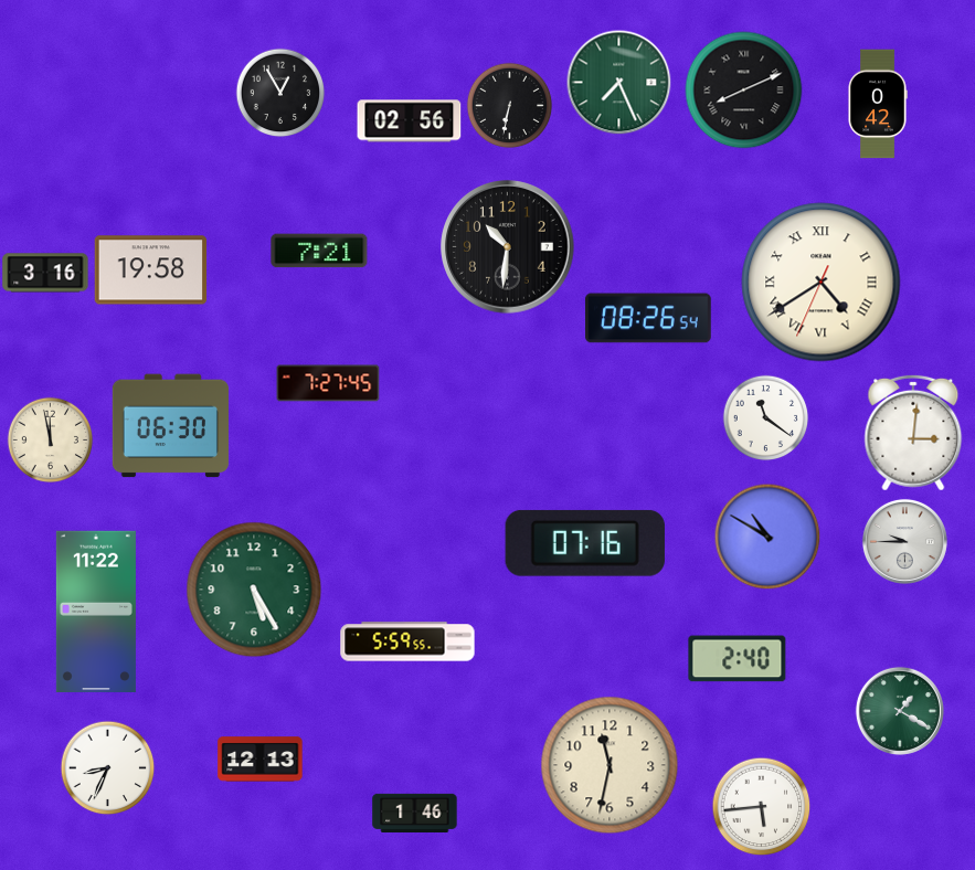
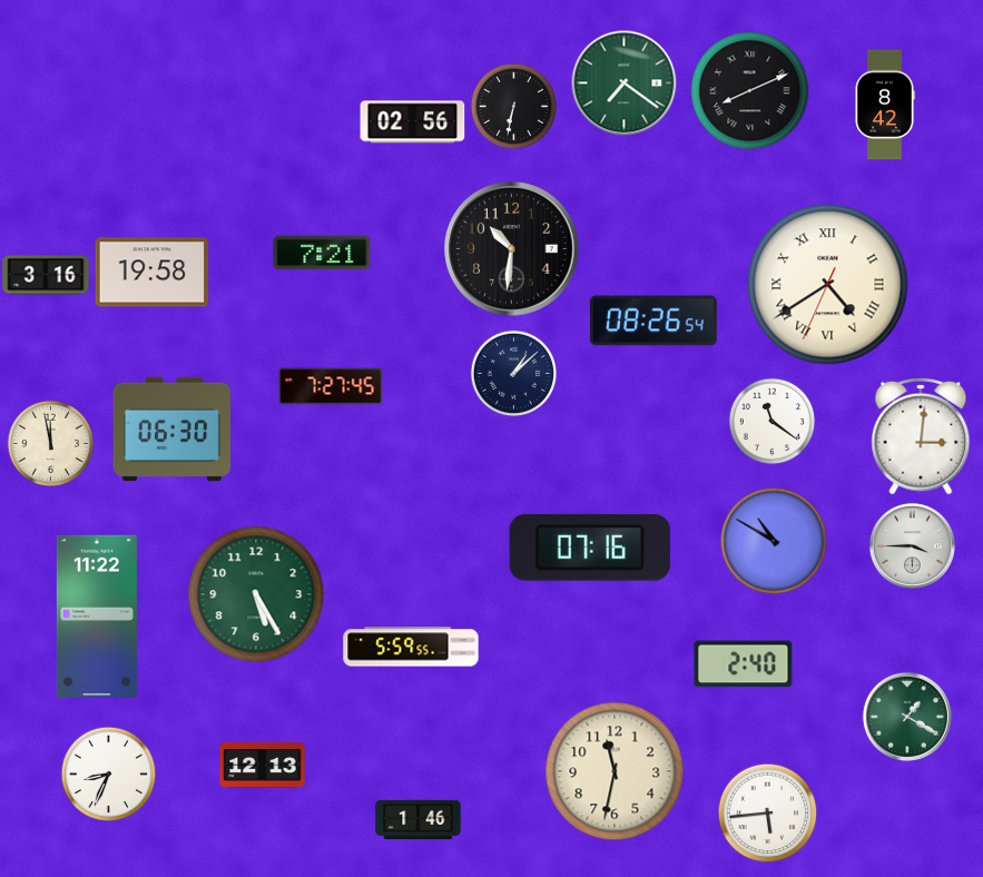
clock at (618, 82): 7:26 -> 7:21
clock at (280, 93): 12:55 -> none
clock at (878, 104): 0:42 -> 8:42
clock at (513, 373): none -> 1:08
clock at (904, 541): 9:45 -> 3:45
